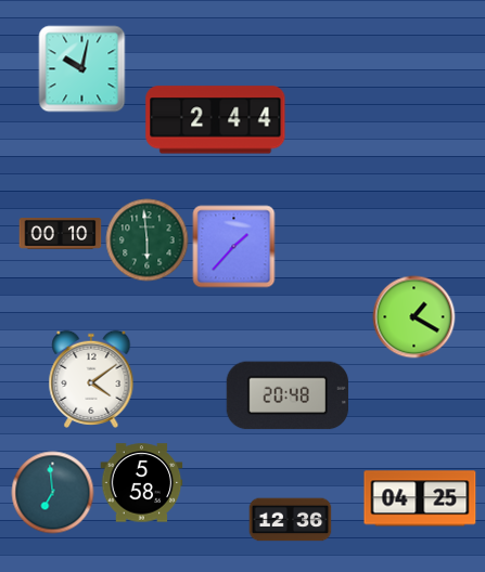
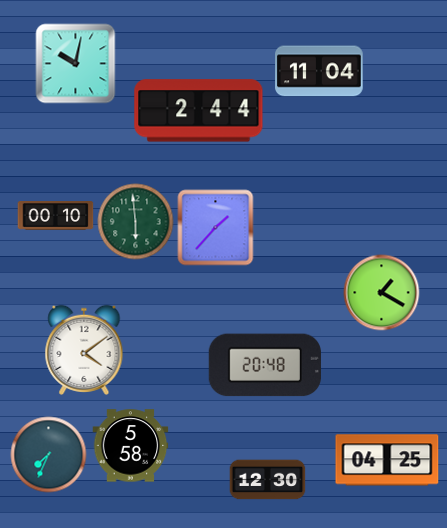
clock at (319, 71): none -> 11:04
clock at (53, 493): 6:59 -> 7:34
clock at (291, 520): 12:36 -> 12:30
